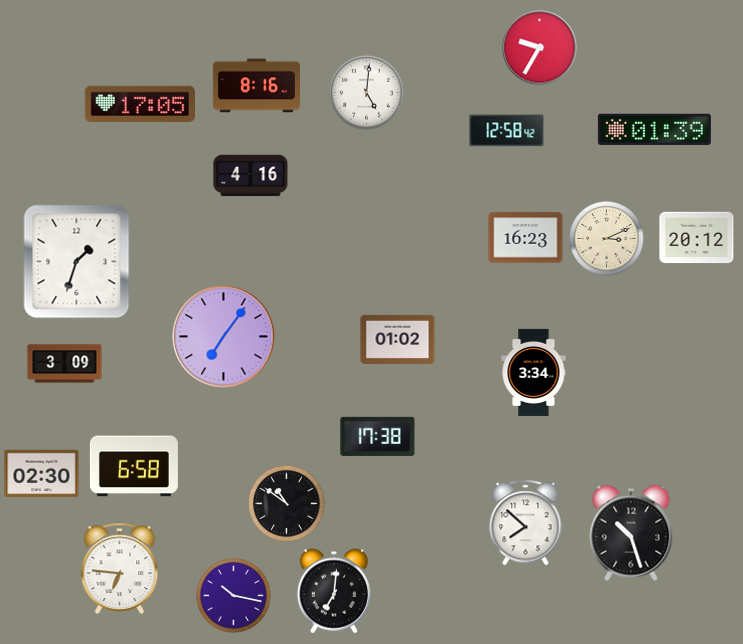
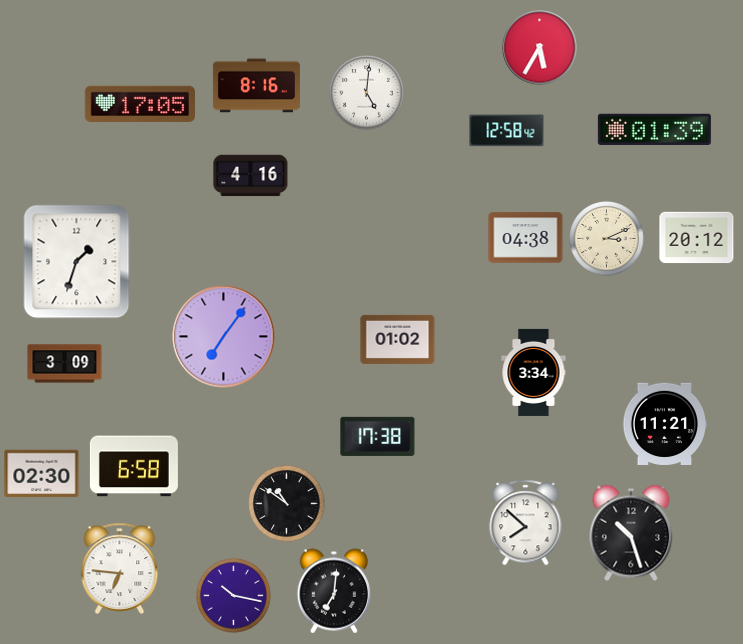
clock at (540, 48): 9:35 -> 5:35
clock at (526, 238): 16:23 -> 04:38
clock at (665, 424): none -> 11:21
